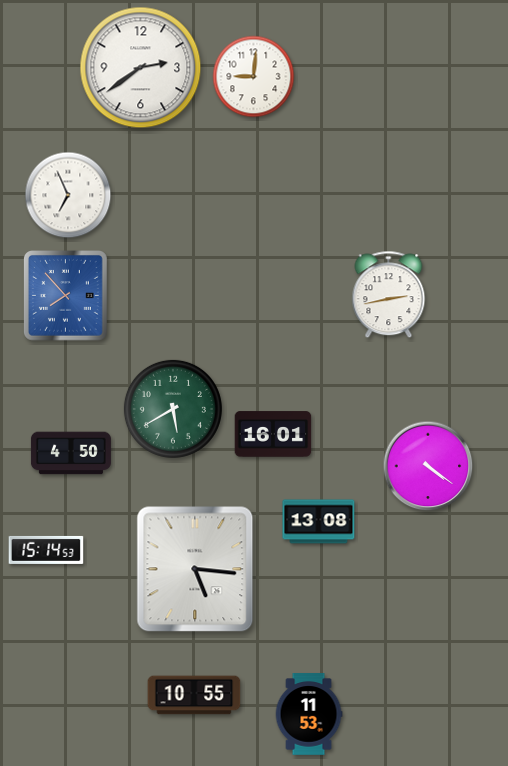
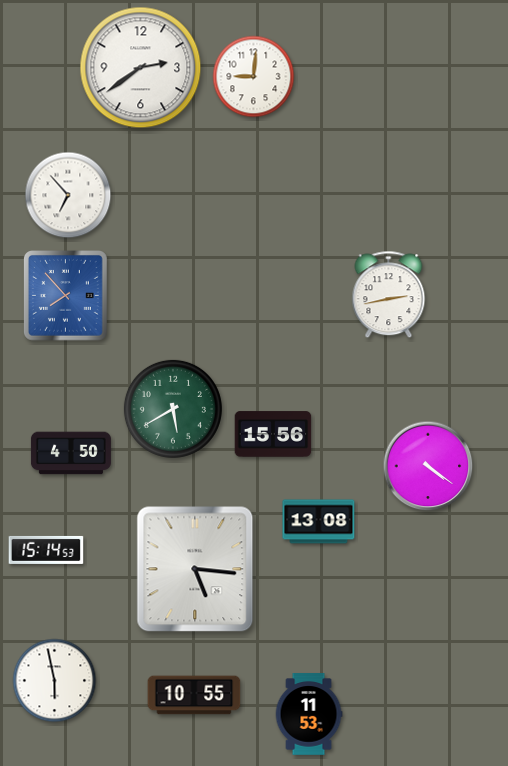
clock at (68, 195): 6:56 -> 6:53
clock at (273, 434): 16:01 -> 15:56
clock at (55, 681): none -> 5:58
